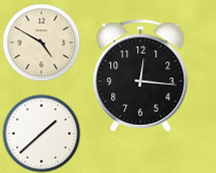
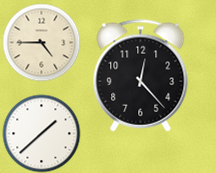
clock at (41, 42): 4:50 -> 4:45
clock at (141, 76): 12:16 -> 12:23
